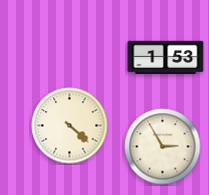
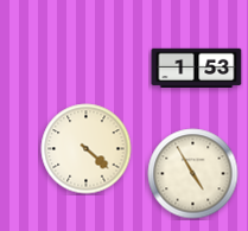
clock at (70, 126) position: (70, 126) -> (87, 149)
clock at (163, 147): 2:55 -> 4:55
